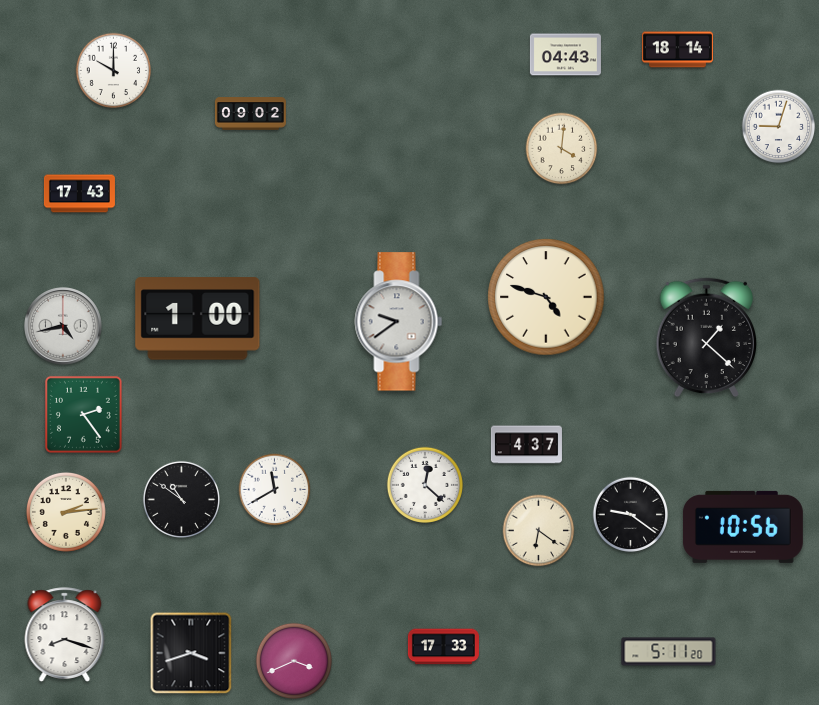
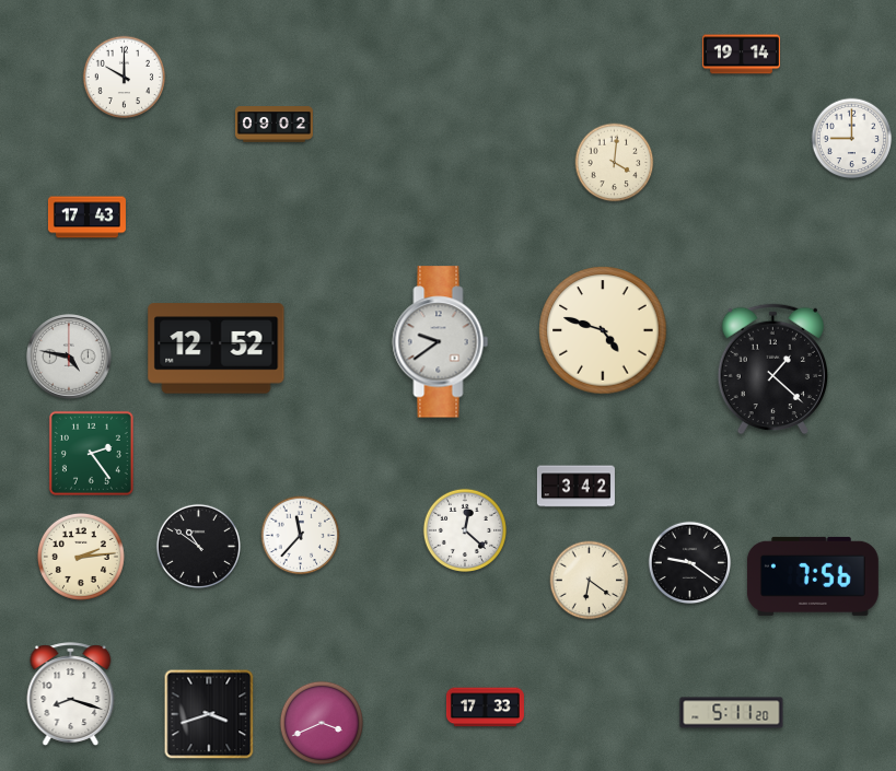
clock at (677, 50): 18:14 -> 19:14
clock at (565, 55): 04:43 -> none
clock at (779, 127): 9:03 -> 9:00
clock at (79, 194) position: (79, 194) -> (86, 218)
clock at (546, 297) position: (546, 297) -> (603, 330)
clock at (198, 319): 1:00 -> 12:52
clock at (399, 322) position: (399, 322) -> (441, 342)
clock at (63, 326): 4:43 -> 4:47
clock at (526, 445): 4:37 -> 3:42
clock at (275, 490): 11:40 -> 11:37
clock at (66, 512) position: (66, 512) -> (81, 557)
clock at (743, 527): 10:56 -> 7:56
